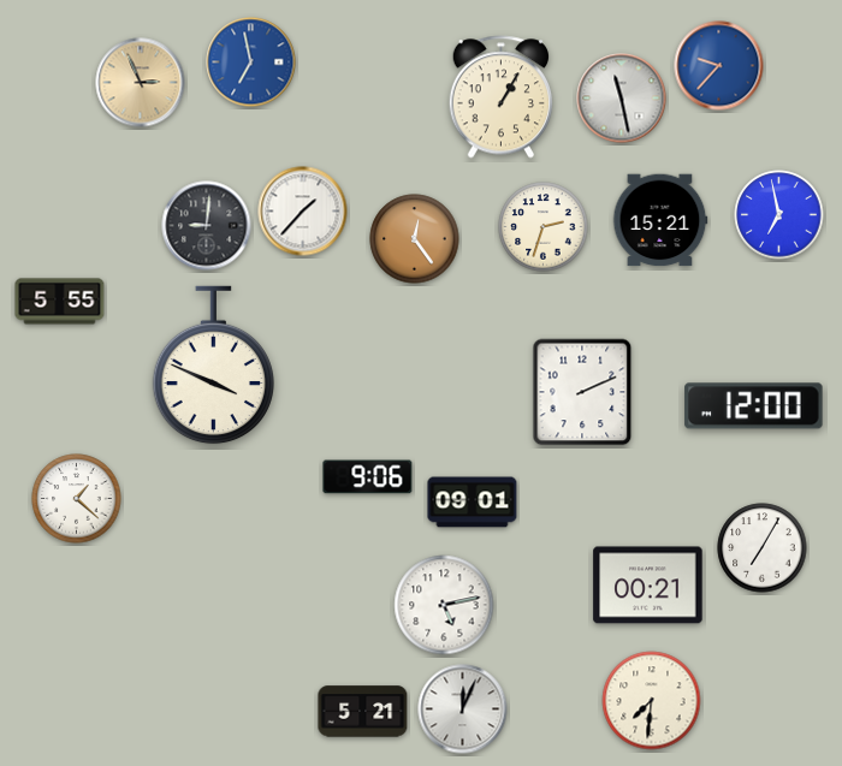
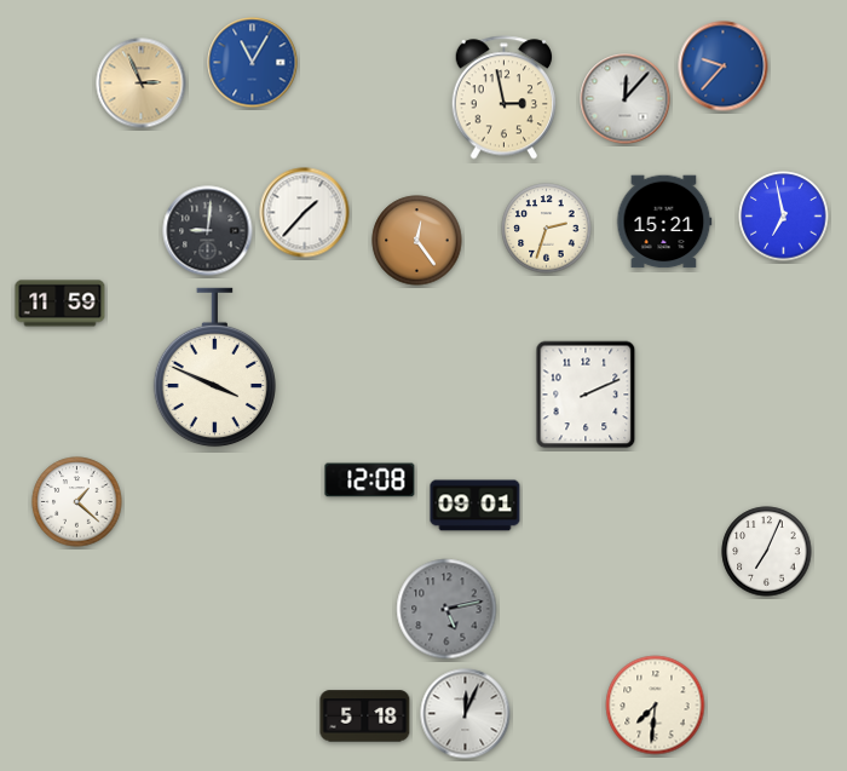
clock at (251, 63): 6:58 -> 11:05
clock at (502, 97): 1:05 -> 2:58
clock at (622, 99): 11:28 -> 12:07
clock at (207, 226) position: (207, 226) -> (208, 231)
clock at (60, 302): 5:55 -> 11:59
clock at (754, 406): 12:00 -> none
clock at (368, 477): 9:06 -> 12:08
clock at (763, 548): 7:05 -> 7:04
clock at (648, 586): 00:21 -> none
clock at (444, 605) dial: white -> grey
clock at (363, 712): 5:21 -> 5:18
